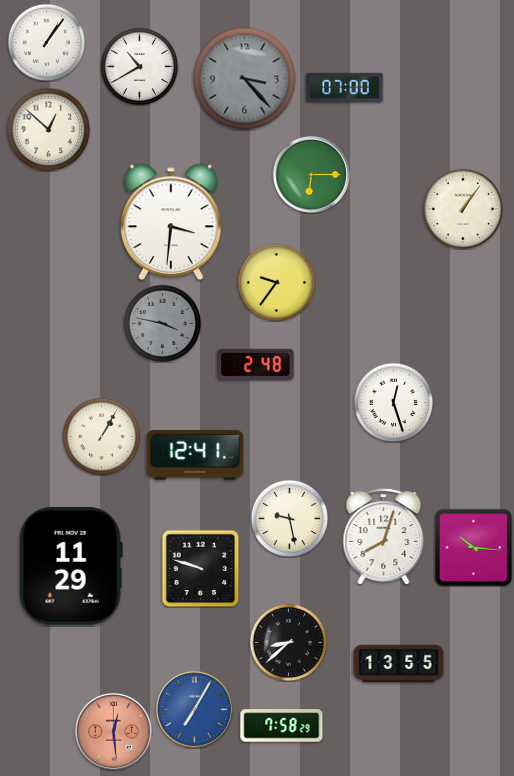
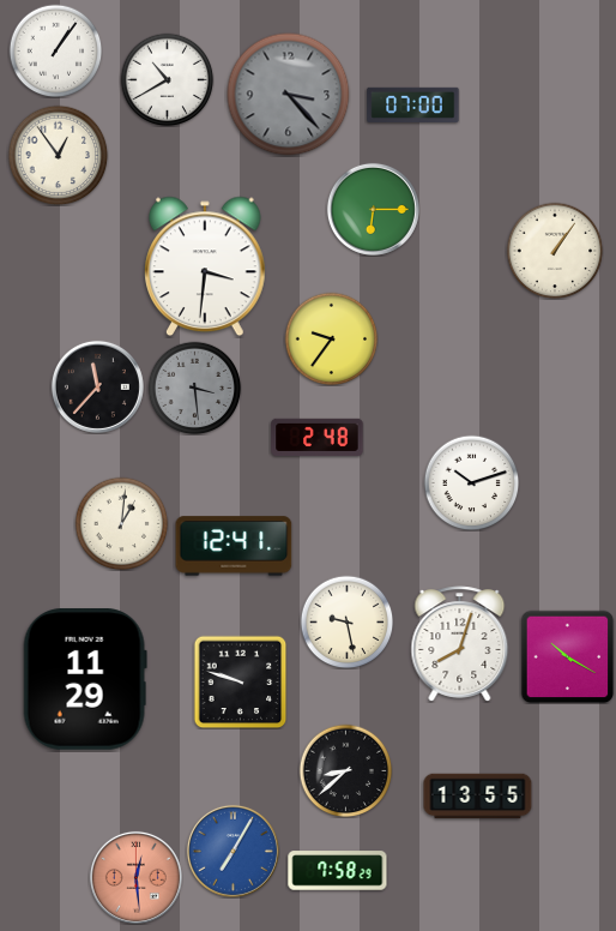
clock at (245, 79) position: (245, 79) -> (289, 95)
clock at (48, 129): 12:52 -> 12:54
clock at (97, 386): none -> 11:37
clock at (162, 323): 3:47 -> 3:29
clock at (256, 364) position: (256, 364) -> (318, 437)
clock at (393, 402): 12:27 -> 10:12
clock at (101, 436): 1:05 -> 1:01
clock at (473, 547): 10:16 -> 10:20
